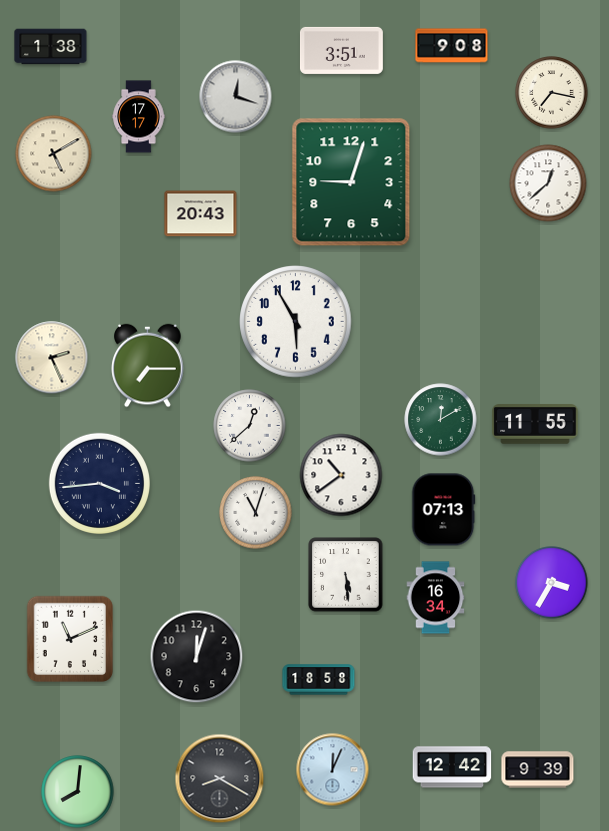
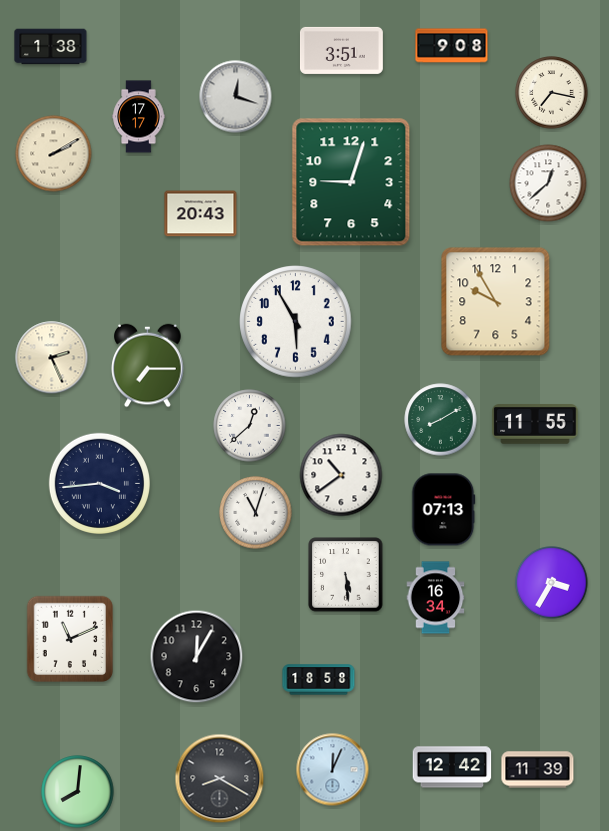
clock at (54, 154): 5:10 -> 2:10
clock at (496, 302): none -> 9:55
clock at (441, 420): 12:10 -> 8:10
clock at (197, 657): 12:03 -> 12:05
clock at (538, 770): 9:39 -> 11:39
